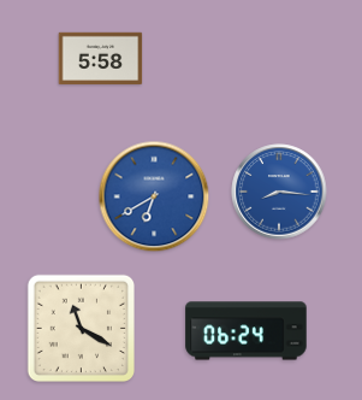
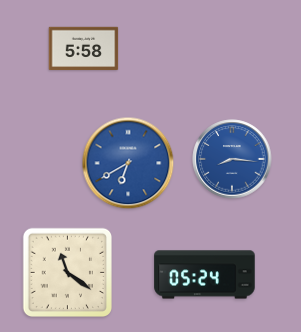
clock at (81, 328): 11:20 -> 11:21
clock at (247, 331): 06:24 -> 05:24
